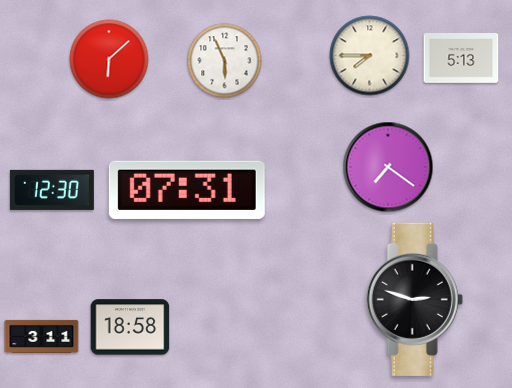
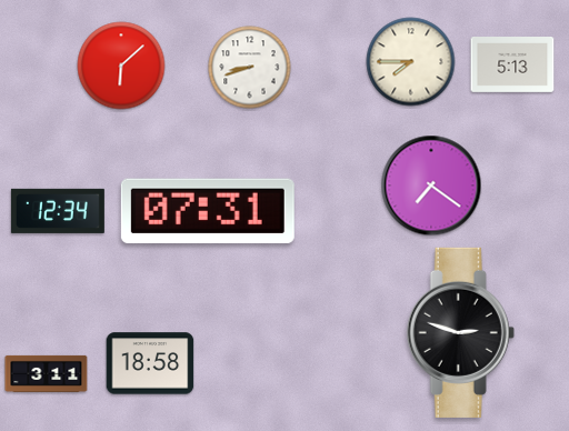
clock at (225, 61): 5:56 -> 8:42
clock at (52, 190): 12:30 -> 12:34
clock at (130, 327) position: (130, 327) -> (150, 363)
